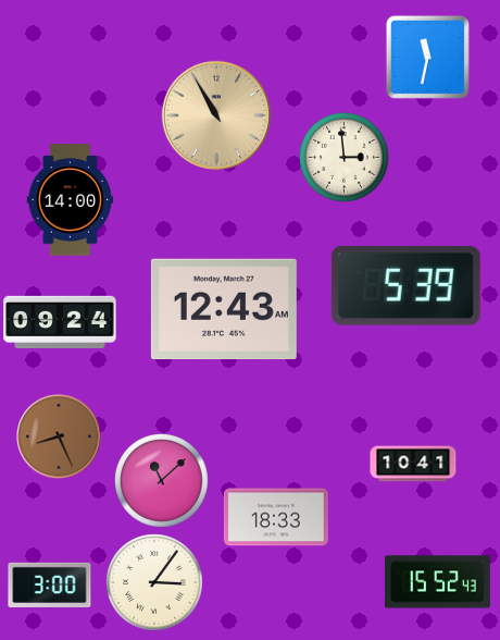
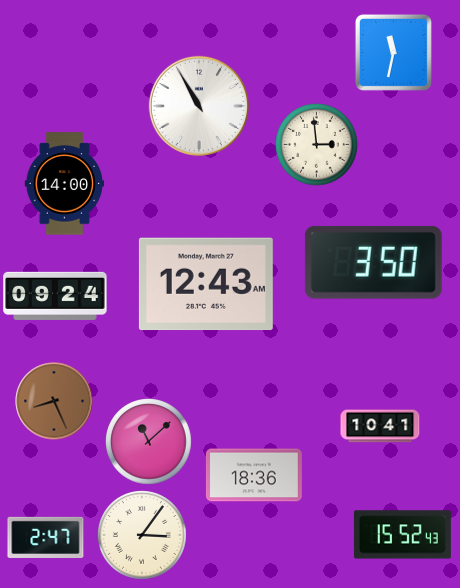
clock at (216, 115) dial: champagne -> white
clock at (405, 285): 5:39 -> 3:50
clock at (276, 517): 18:33 -> 18:36
clock at (50, 584): 3:00 -> 2:47
